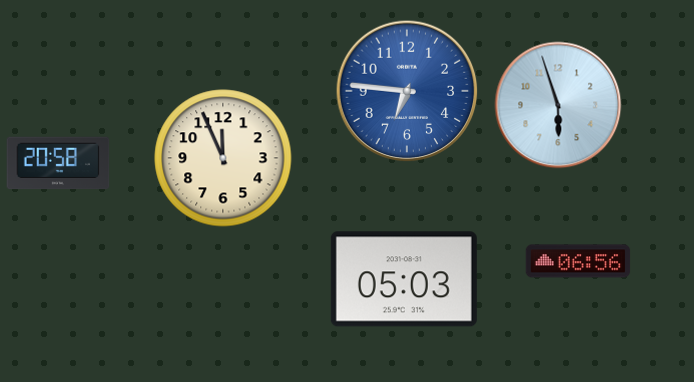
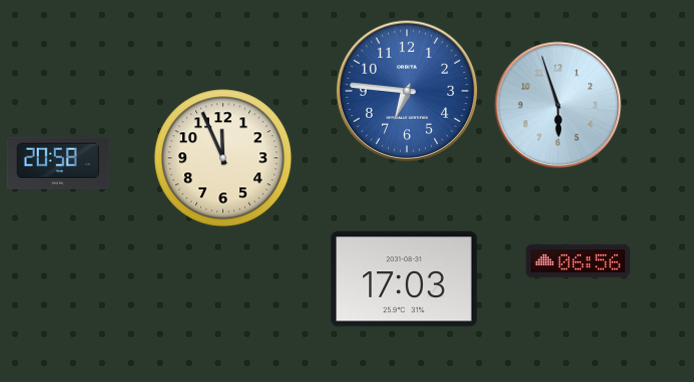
clock at (404, 279): 05:03 -> 17:03
